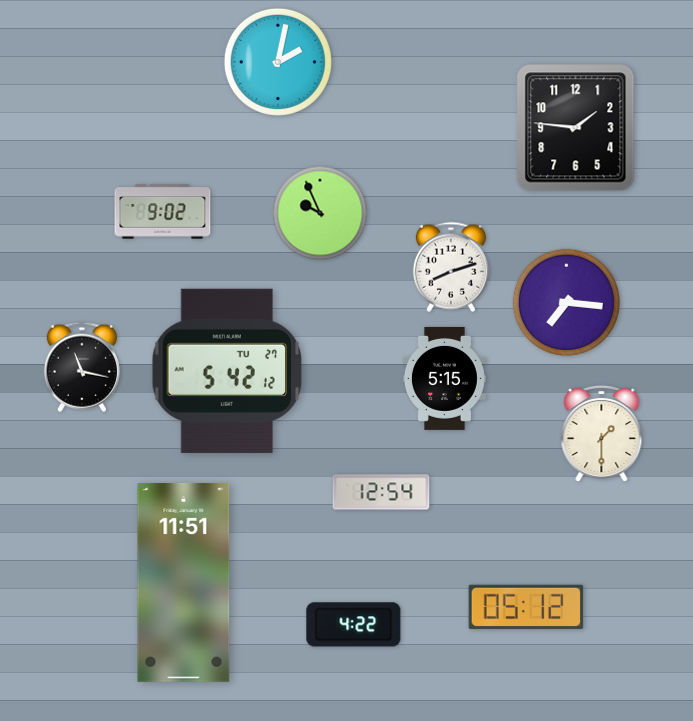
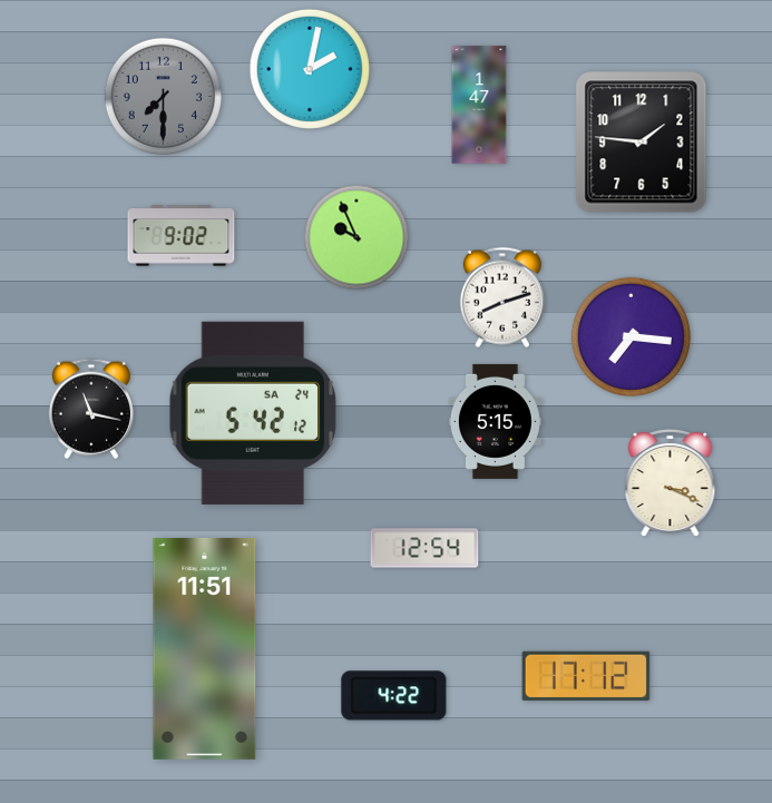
clock at (163, 96): none -> 7:30
clock at (479, 105): none -> 1:47
clock at (227, 371) date: TU 27 -> SA 24
clock at (602, 434): 1:30 -> 3:19
clock at (526, 607): 05:12 -> 17:12
